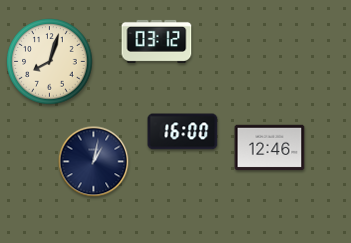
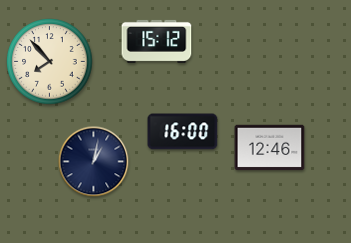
clock at (157, 41): 03:12 -> 15:12
clock at (50, 62): 8:03 -> 7:53
